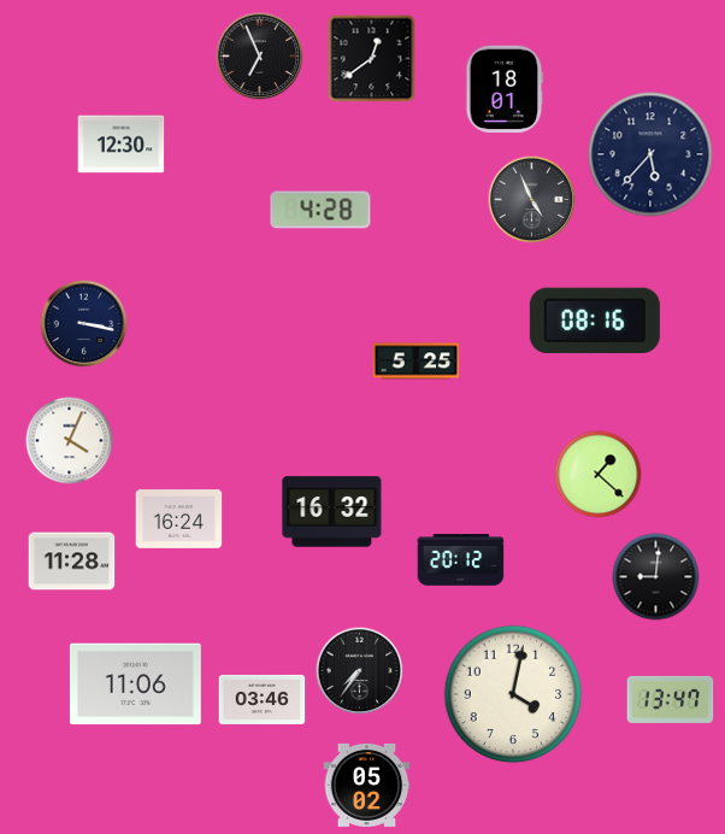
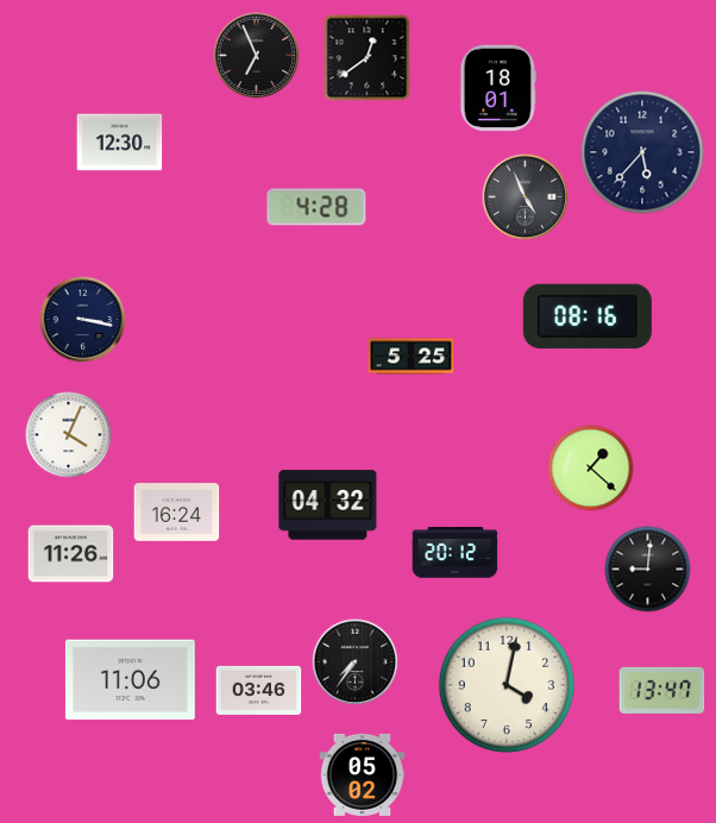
clock at (332, 512): 16:32 -> 04:32
clock at (72, 562): 11:28 -> 11:26
clock at (135, 685) position: (135, 685) -> (130, 680)
